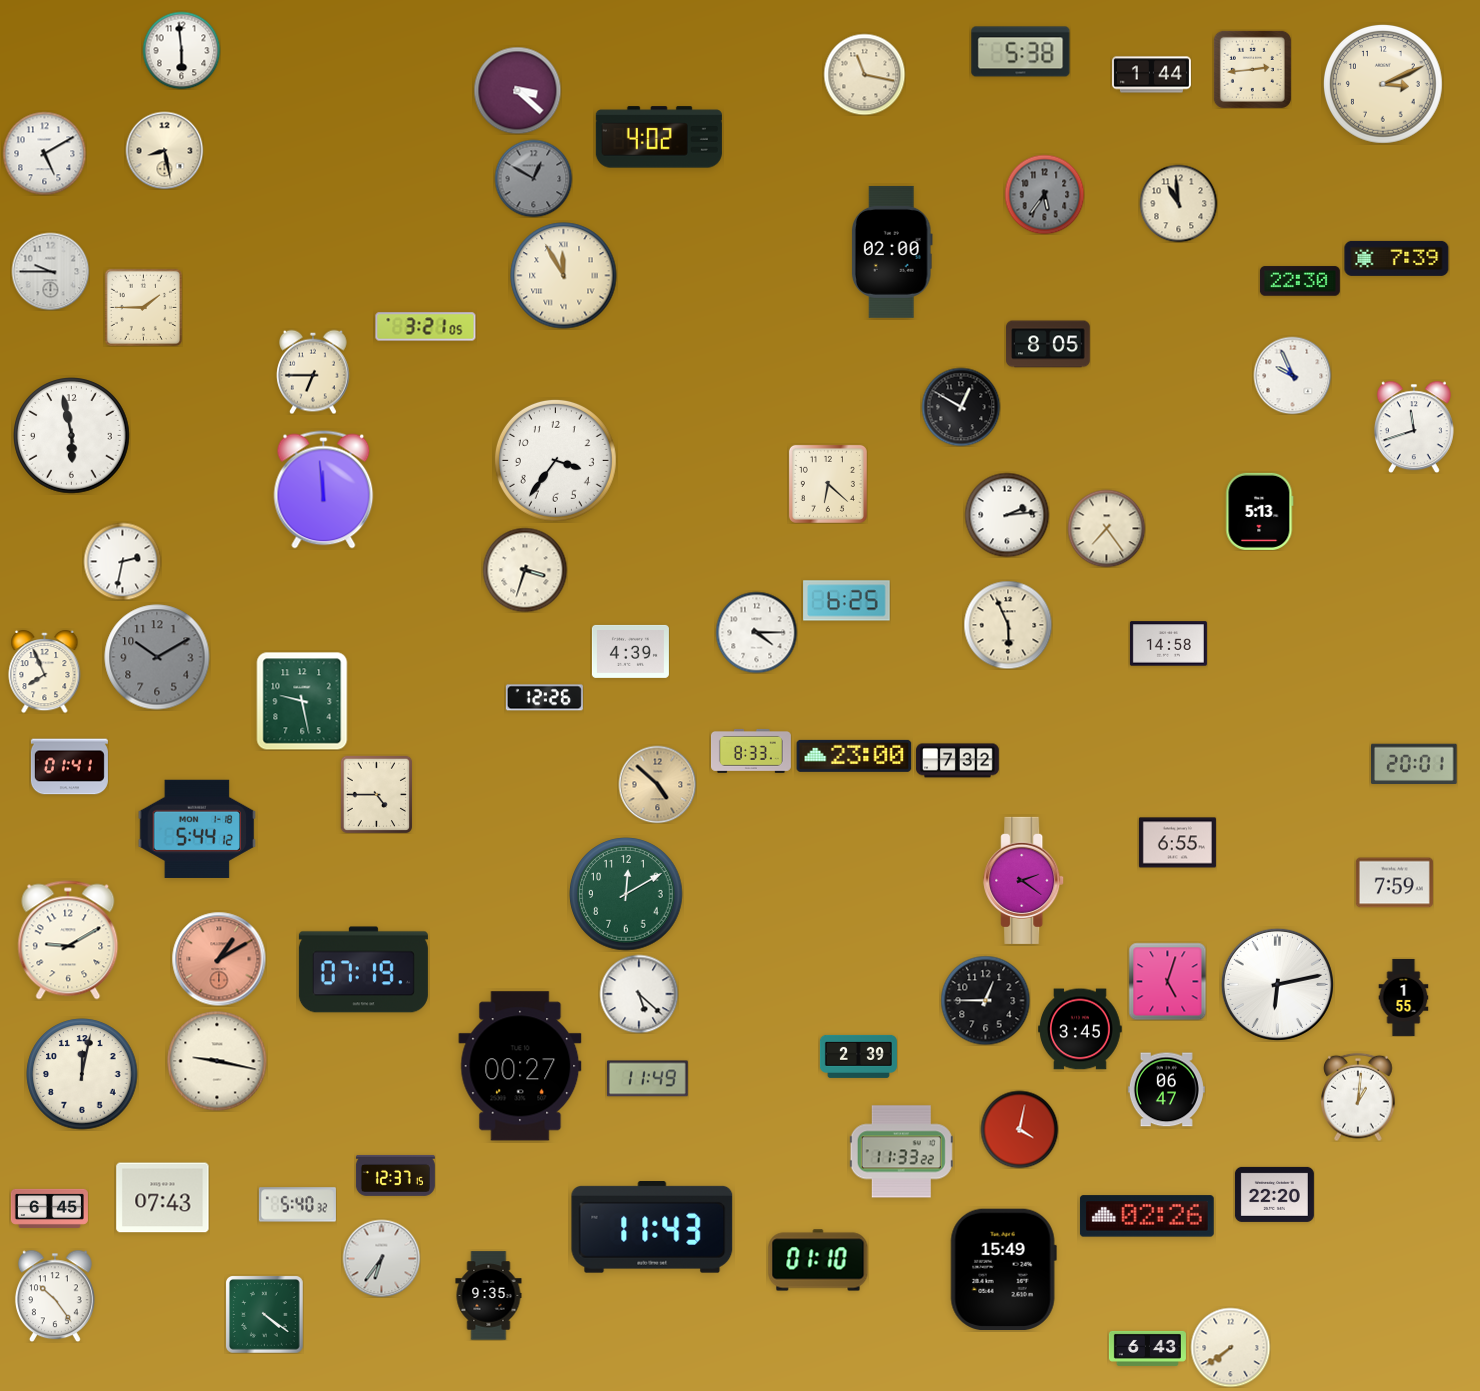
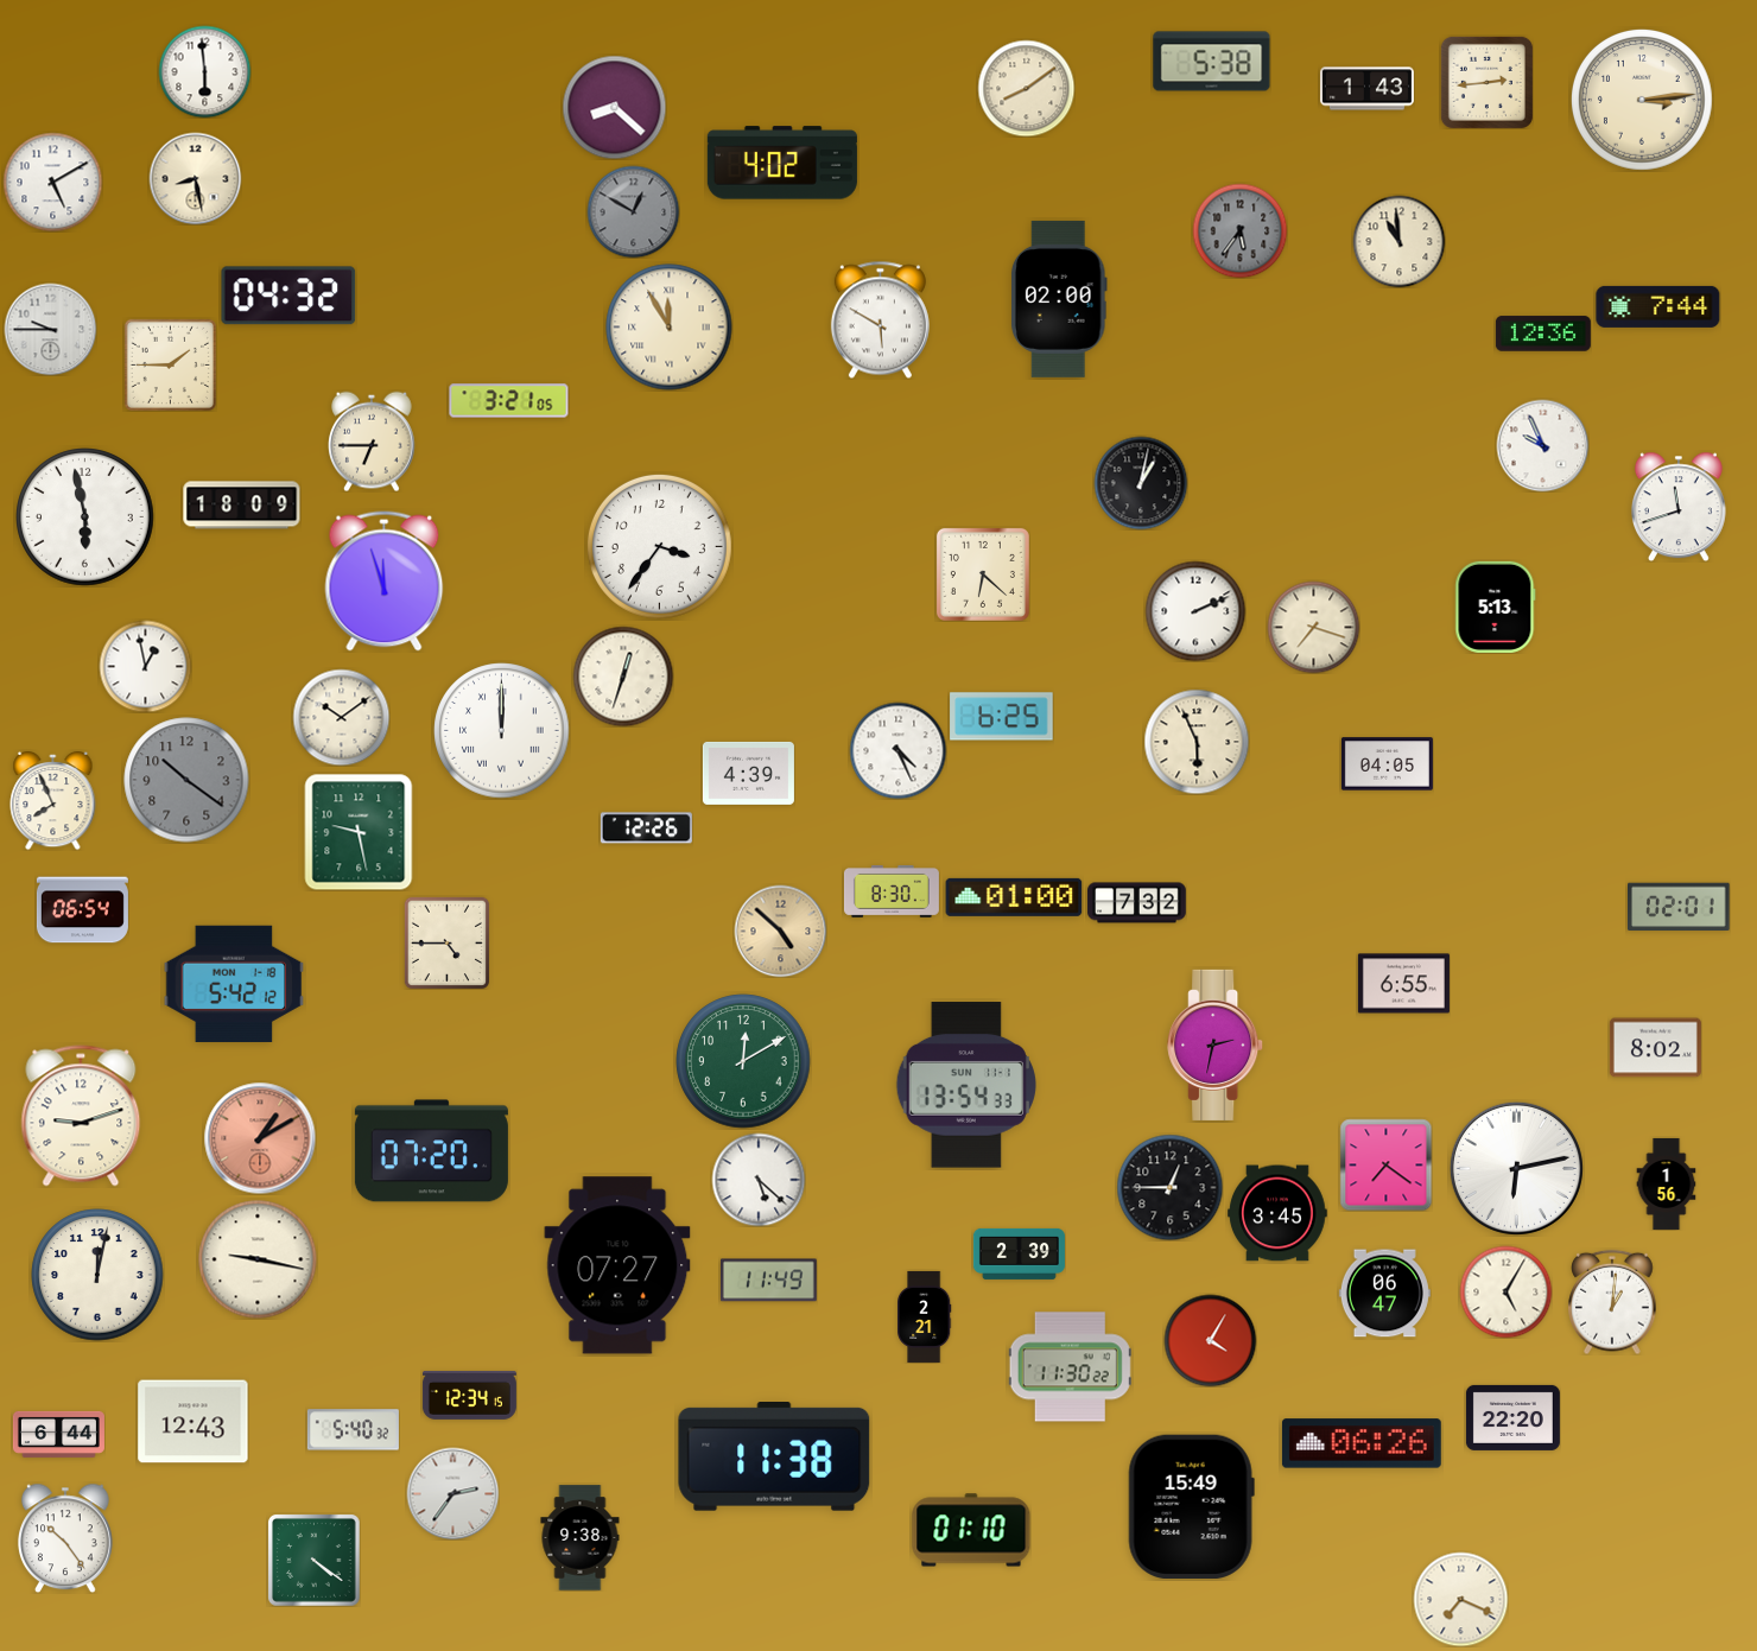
clock at (181, 50) position: (181, 50) -> (204, 71)
clock at (864, 74): 11:17 -> 8:09
clock at (1151, 75): 1:44 -> 1:43
clock at (1383, 84): 3:11 -> 3:14
clock at (517, 90): 3:22 -> 8:22
clock at (288, 296): none -> 04:32
clock at (1397, 258): 7:39 -> 7:44
clock at (880, 319): none -> 5:50
clock at (50, 271) position: (50, 271) -> (50, 329)
clock at (1300, 281): 22:30 -> 12:36
clock at (426, 327) position: (426, 327) -> (509, 401)
clock at (1048, 344): 8:05 -> none
clock at (1292, 375) position: (1292, 375) -> (1542, 445)
clock at (961, 407): 12:50 -> 1:02
clock at (242, 506): none -> 18:09
clock at (324, 490): 11:59 -> 11:57
clock at (1007, 515): 2:14 -> 2:11
clock at (1106, 528): 7:24 -> 7:18
clock at (122, 561): 2:32 -> 12:58
clock at (525, 570): 3:33 -> 12:33
clock at (847, 601) position: (847, 601) -> (1002, 717)
clock at (341, 717): none -> 10:09
clock at (502, 731): none -> 12:00
clock at (756, 632): 4:15 -> 4:26
clock at (1168, 644): 14:58 -> 04:05
clock at (157, 657): 10:10 -> 10:21
clock at (45, 671) position: (45, 671) -> (53, 800)
clock at (751, 751): 8:33 -> 8:30
clock at (854, 756): 23:00 -> 01:00
clock at (1414, 764): 20:01 -> 02:01
clock at (69, 767): 01:41 -> 06:54
clock at (197, 829): 5:44 -> 5:42
clock at (1177, 843) position: (1177, 843) -> (1403, 984)
clock at (1024, 880): 2:21 -> 2:32
clock at (1394, 883): 7:59 -> 8:02
clock at (966, 1085): none -> 13:54
clock at (68, 940): 9:10 -> 9:12
clock at (363, 970): 07:19 -> 07:20
clock at (1167, 981): 5:03 -> 7:21
clock at (1404, 997): 1:55 -> 1:56
clock at (1080, 1029) position: (1080, 1029) -> (1277, 1213)
clock at (520, 1066): 00:27 -> 07:27
clock at (1505, 1291): none -> 5:05
clock at (925, 1316): none -> 2:21
clock at (1019, 1129): 4:02 -> 4:05
clock at (901, 1152): 11:33 -> 11:30
clock at (395, 1175): 12:37 -> 12:34
clock at (163, 1198): 07:43 -> 12:43
clock at (49, 1208): 6:45 -> 6:44
clock at (1147, 1216): 02:26 -> 06:26
clock at (652, 1228): 11:43 -> 11:38
clock at (381, 1258): 6:36 -> 2:36
clock at (818, 1260) position: (818, 1260) -> (971, 1530)
clock at (489, 1296): 9:35 -> 9:38
clock at (1230, 1347): 7:39 -> 7:19
clock at (1147, 1348): 6:43 -> none
